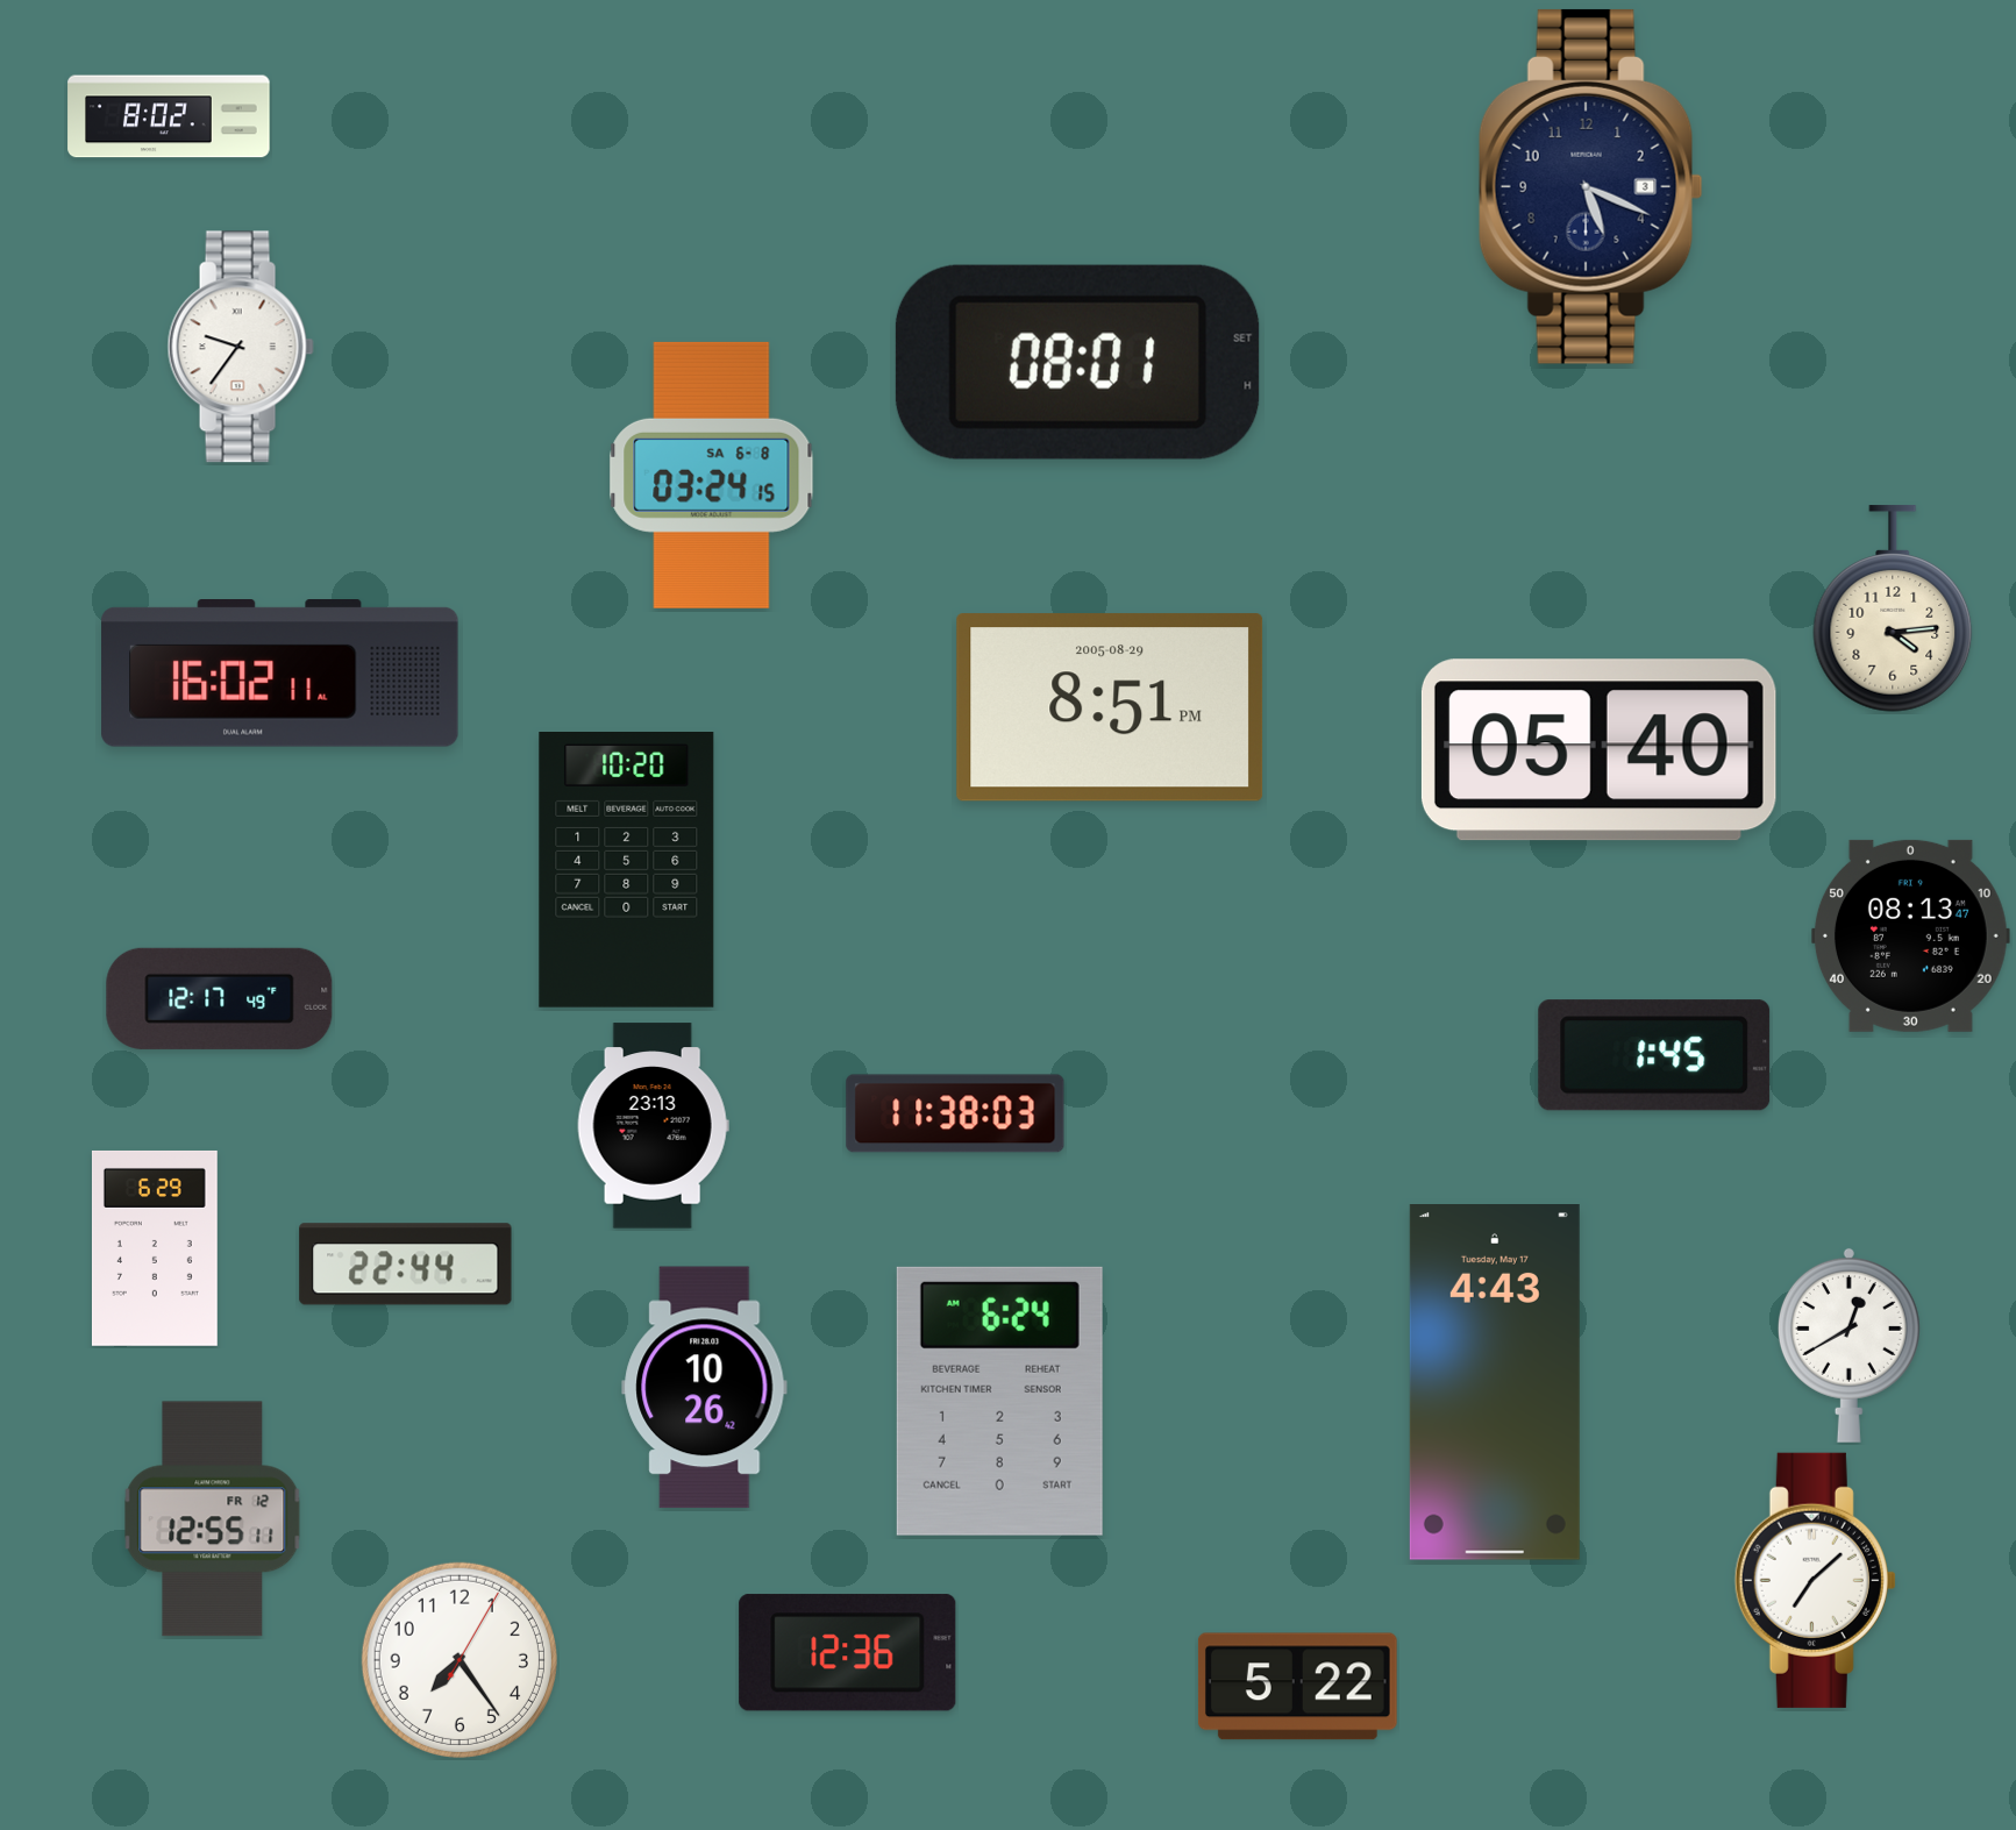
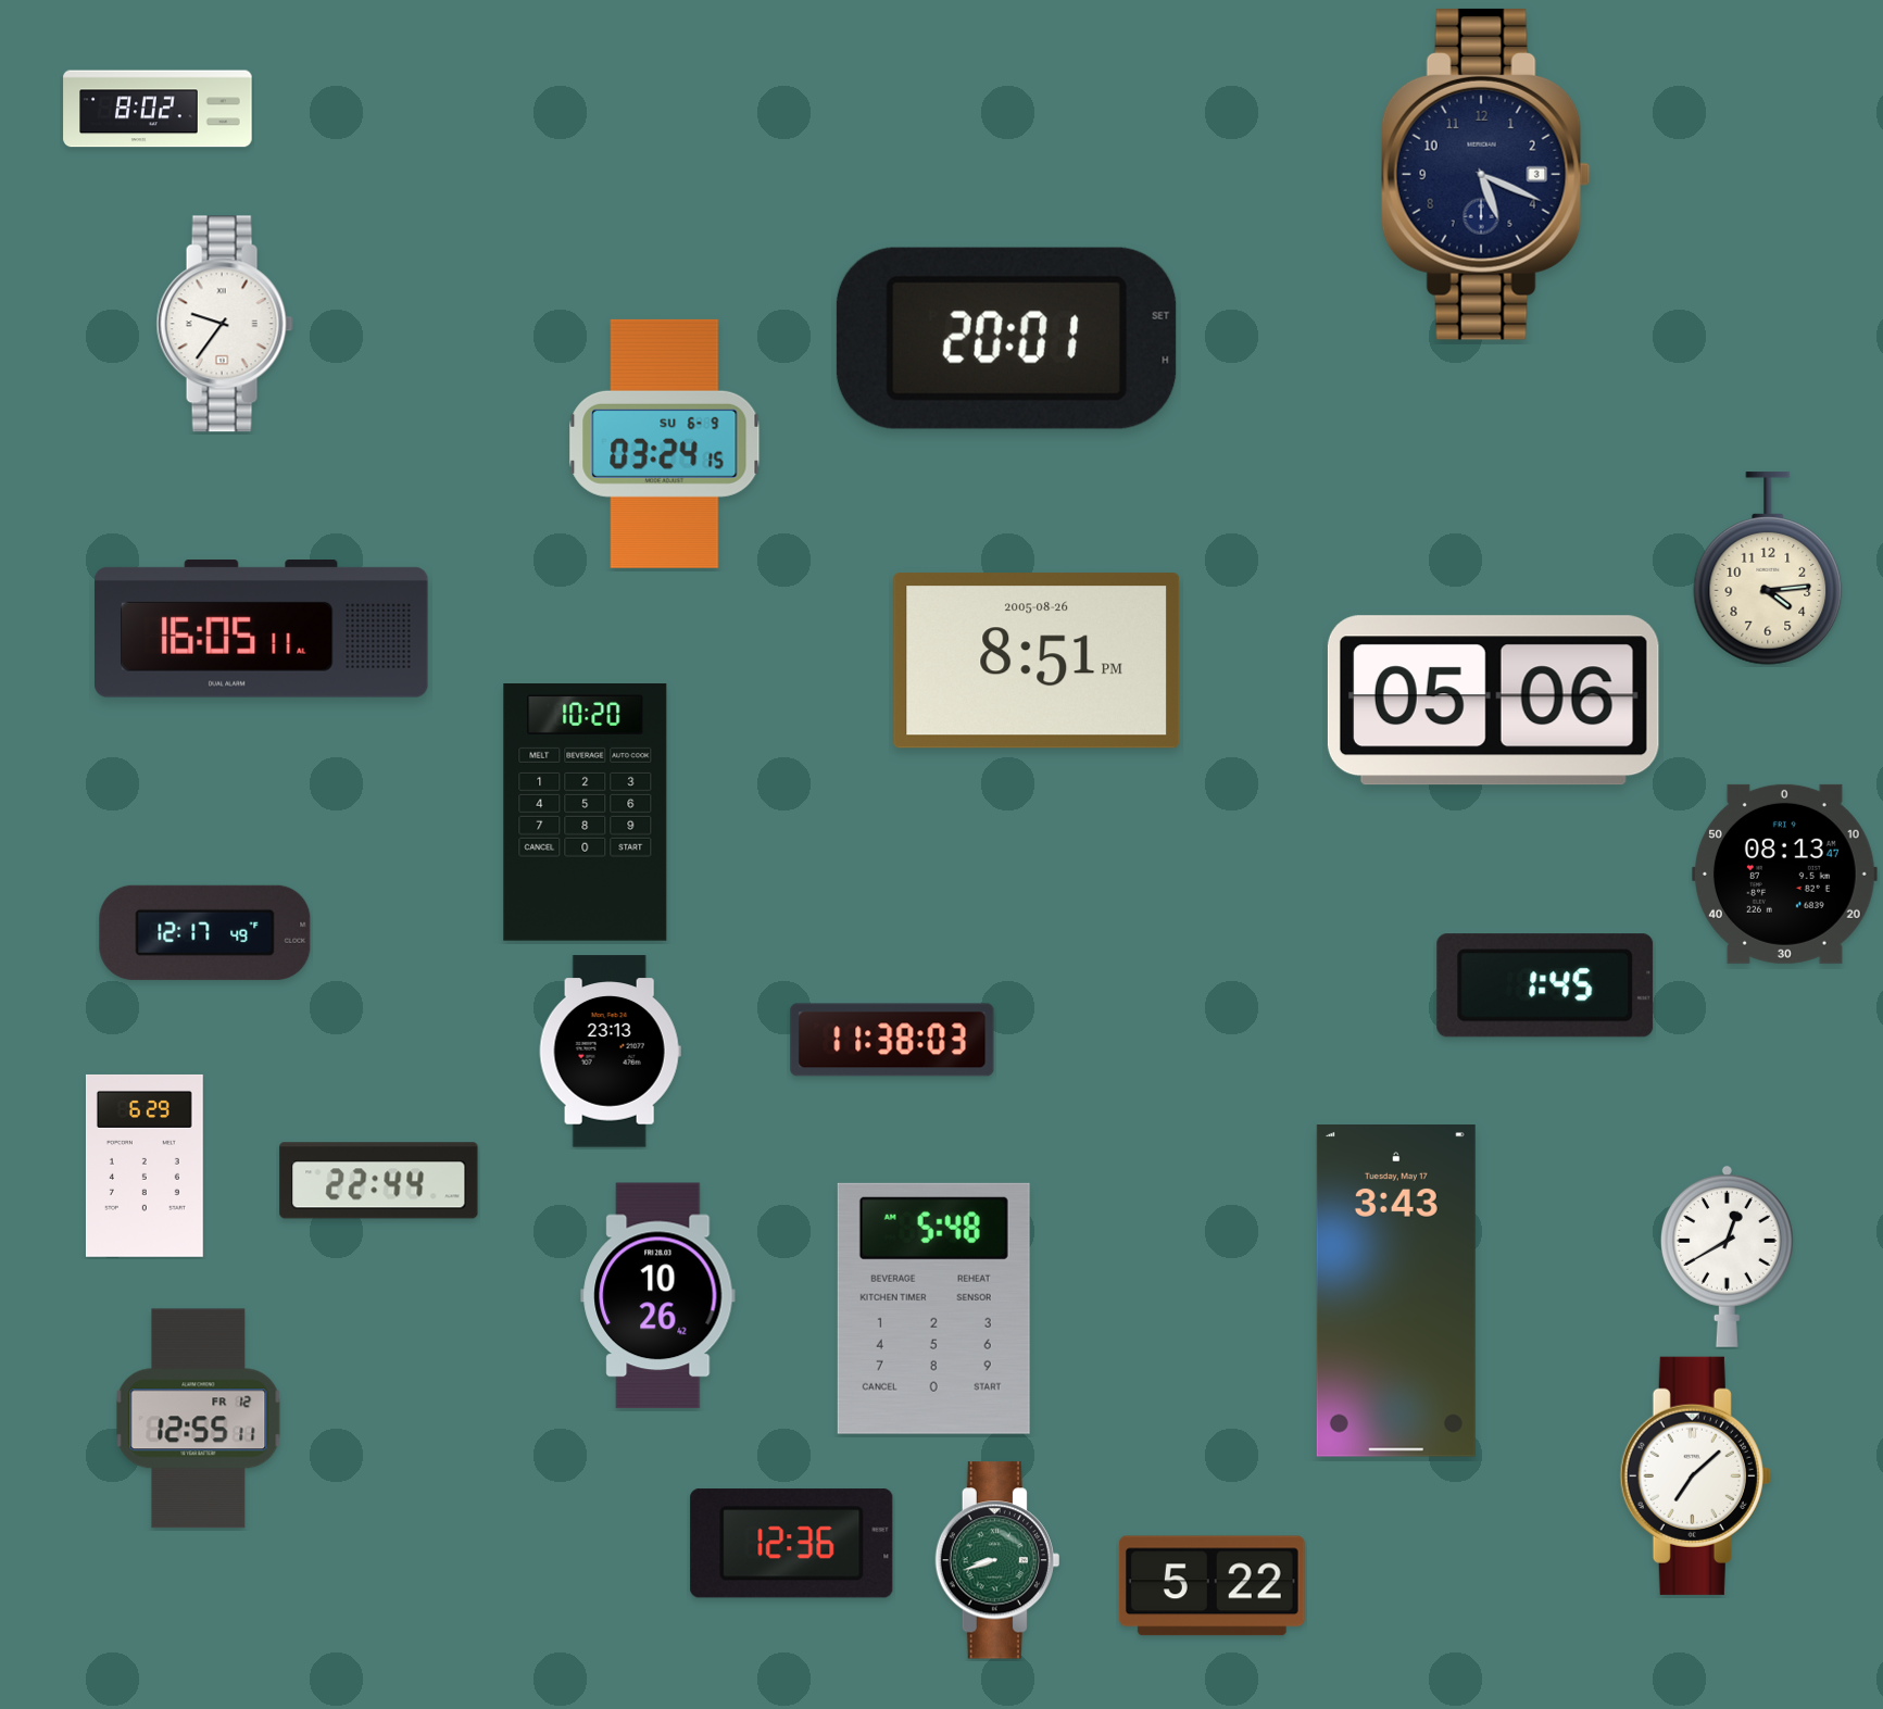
clock at (1077, 362): 08:01 -> 20:01
clock at (712, 475) date: SA 6-8 -> SU 6-9
clock at (280, 674): 16:02 -> 16:05
clock at (1110, 707) date: 2005-08-29 -> 2005-08-26
clock at (1598, 750): 05:40 -> 05:06
clock at (1495, 1383): 4:43 -> 3:43
clock at (999, 1401): 6:24 -> 5:48
clock at (460, 1660): 7:24 -> none
clock at (997, 1560): none -> 8:42
clock at (1297, 1687) position: (1297, 1687) -> (1212, 1586)
